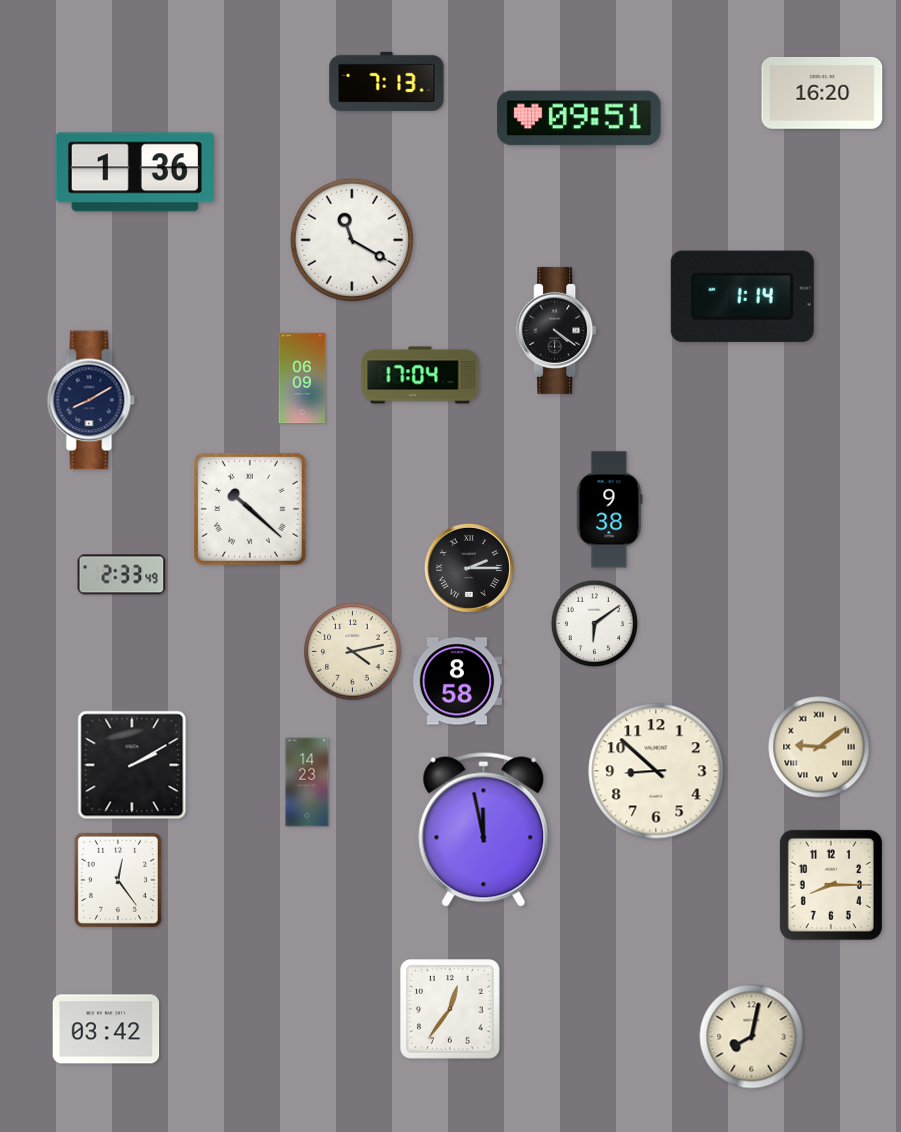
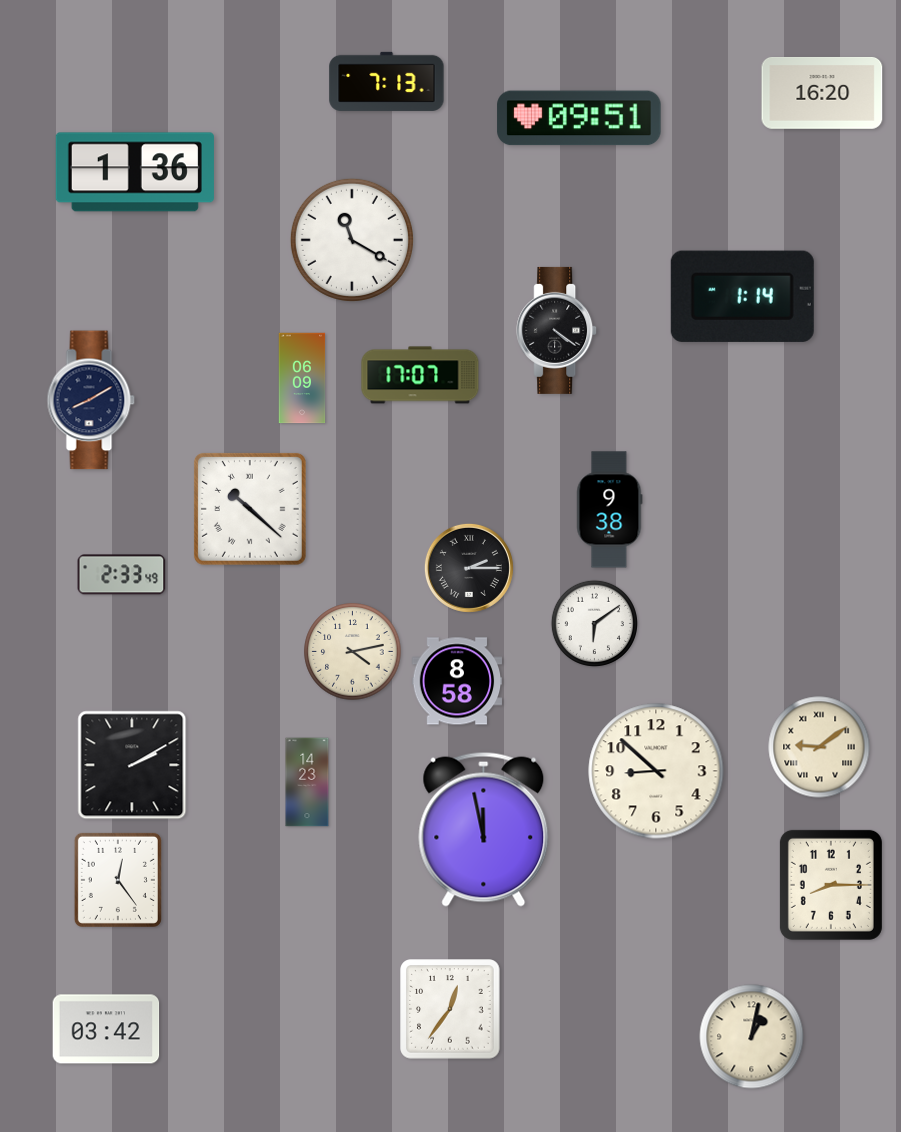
clock at (420, 375): 17:04 -> 17:07
clock at (752, 1037): 8:02 -> 1:02
